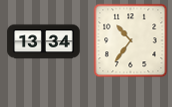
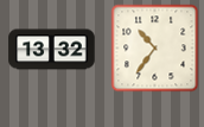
clock at (44, 42): 13:34 -> 13:32
